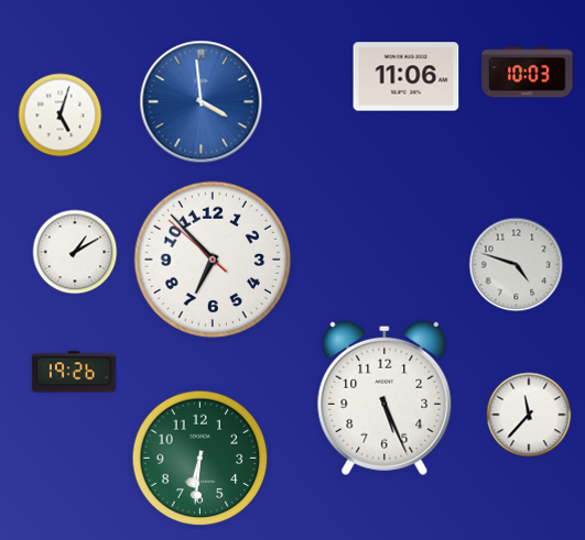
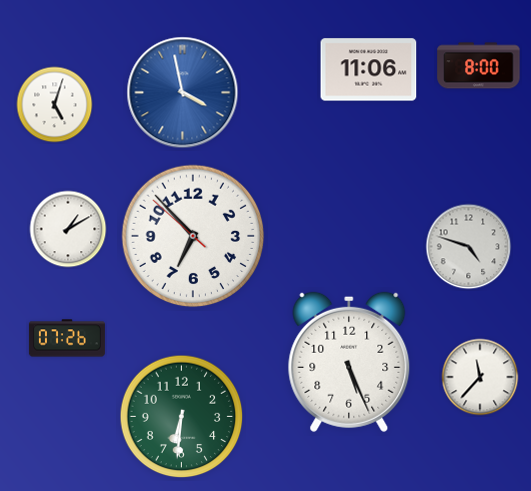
clock at (528, 73): 10:03 -> 8:00
clock at (202, 102): 3:59 -> 3:58
clock at (517, 265) position: (517, 265) -> (469, 247)
clock at (74, 372): 19:26 -> 07:26
